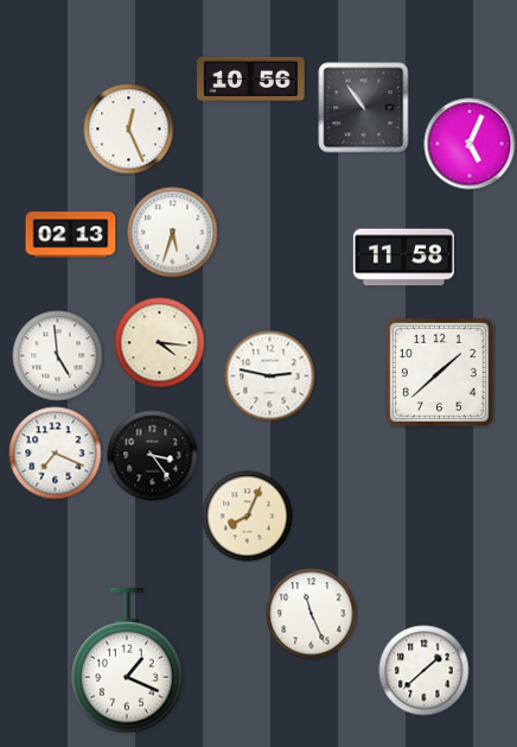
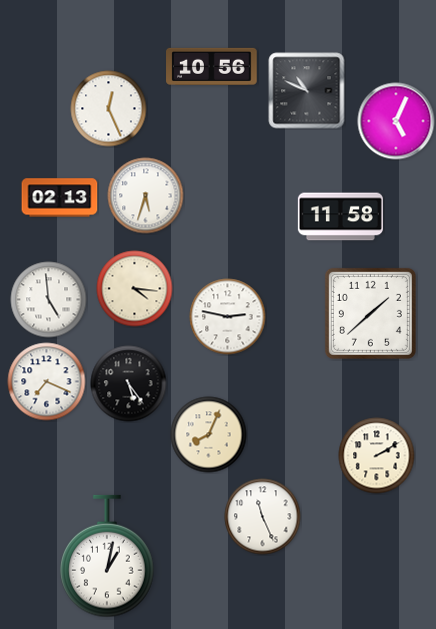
clock at (364, 108): 10:54 -> 10:49
clock at (153, 456): 3:24 -> 5:24
clock at (377, 456): none -> 2:10
clock at (127, 660): 1:19 -> 1:02
clock at (425, 671): 1:38 -> none
